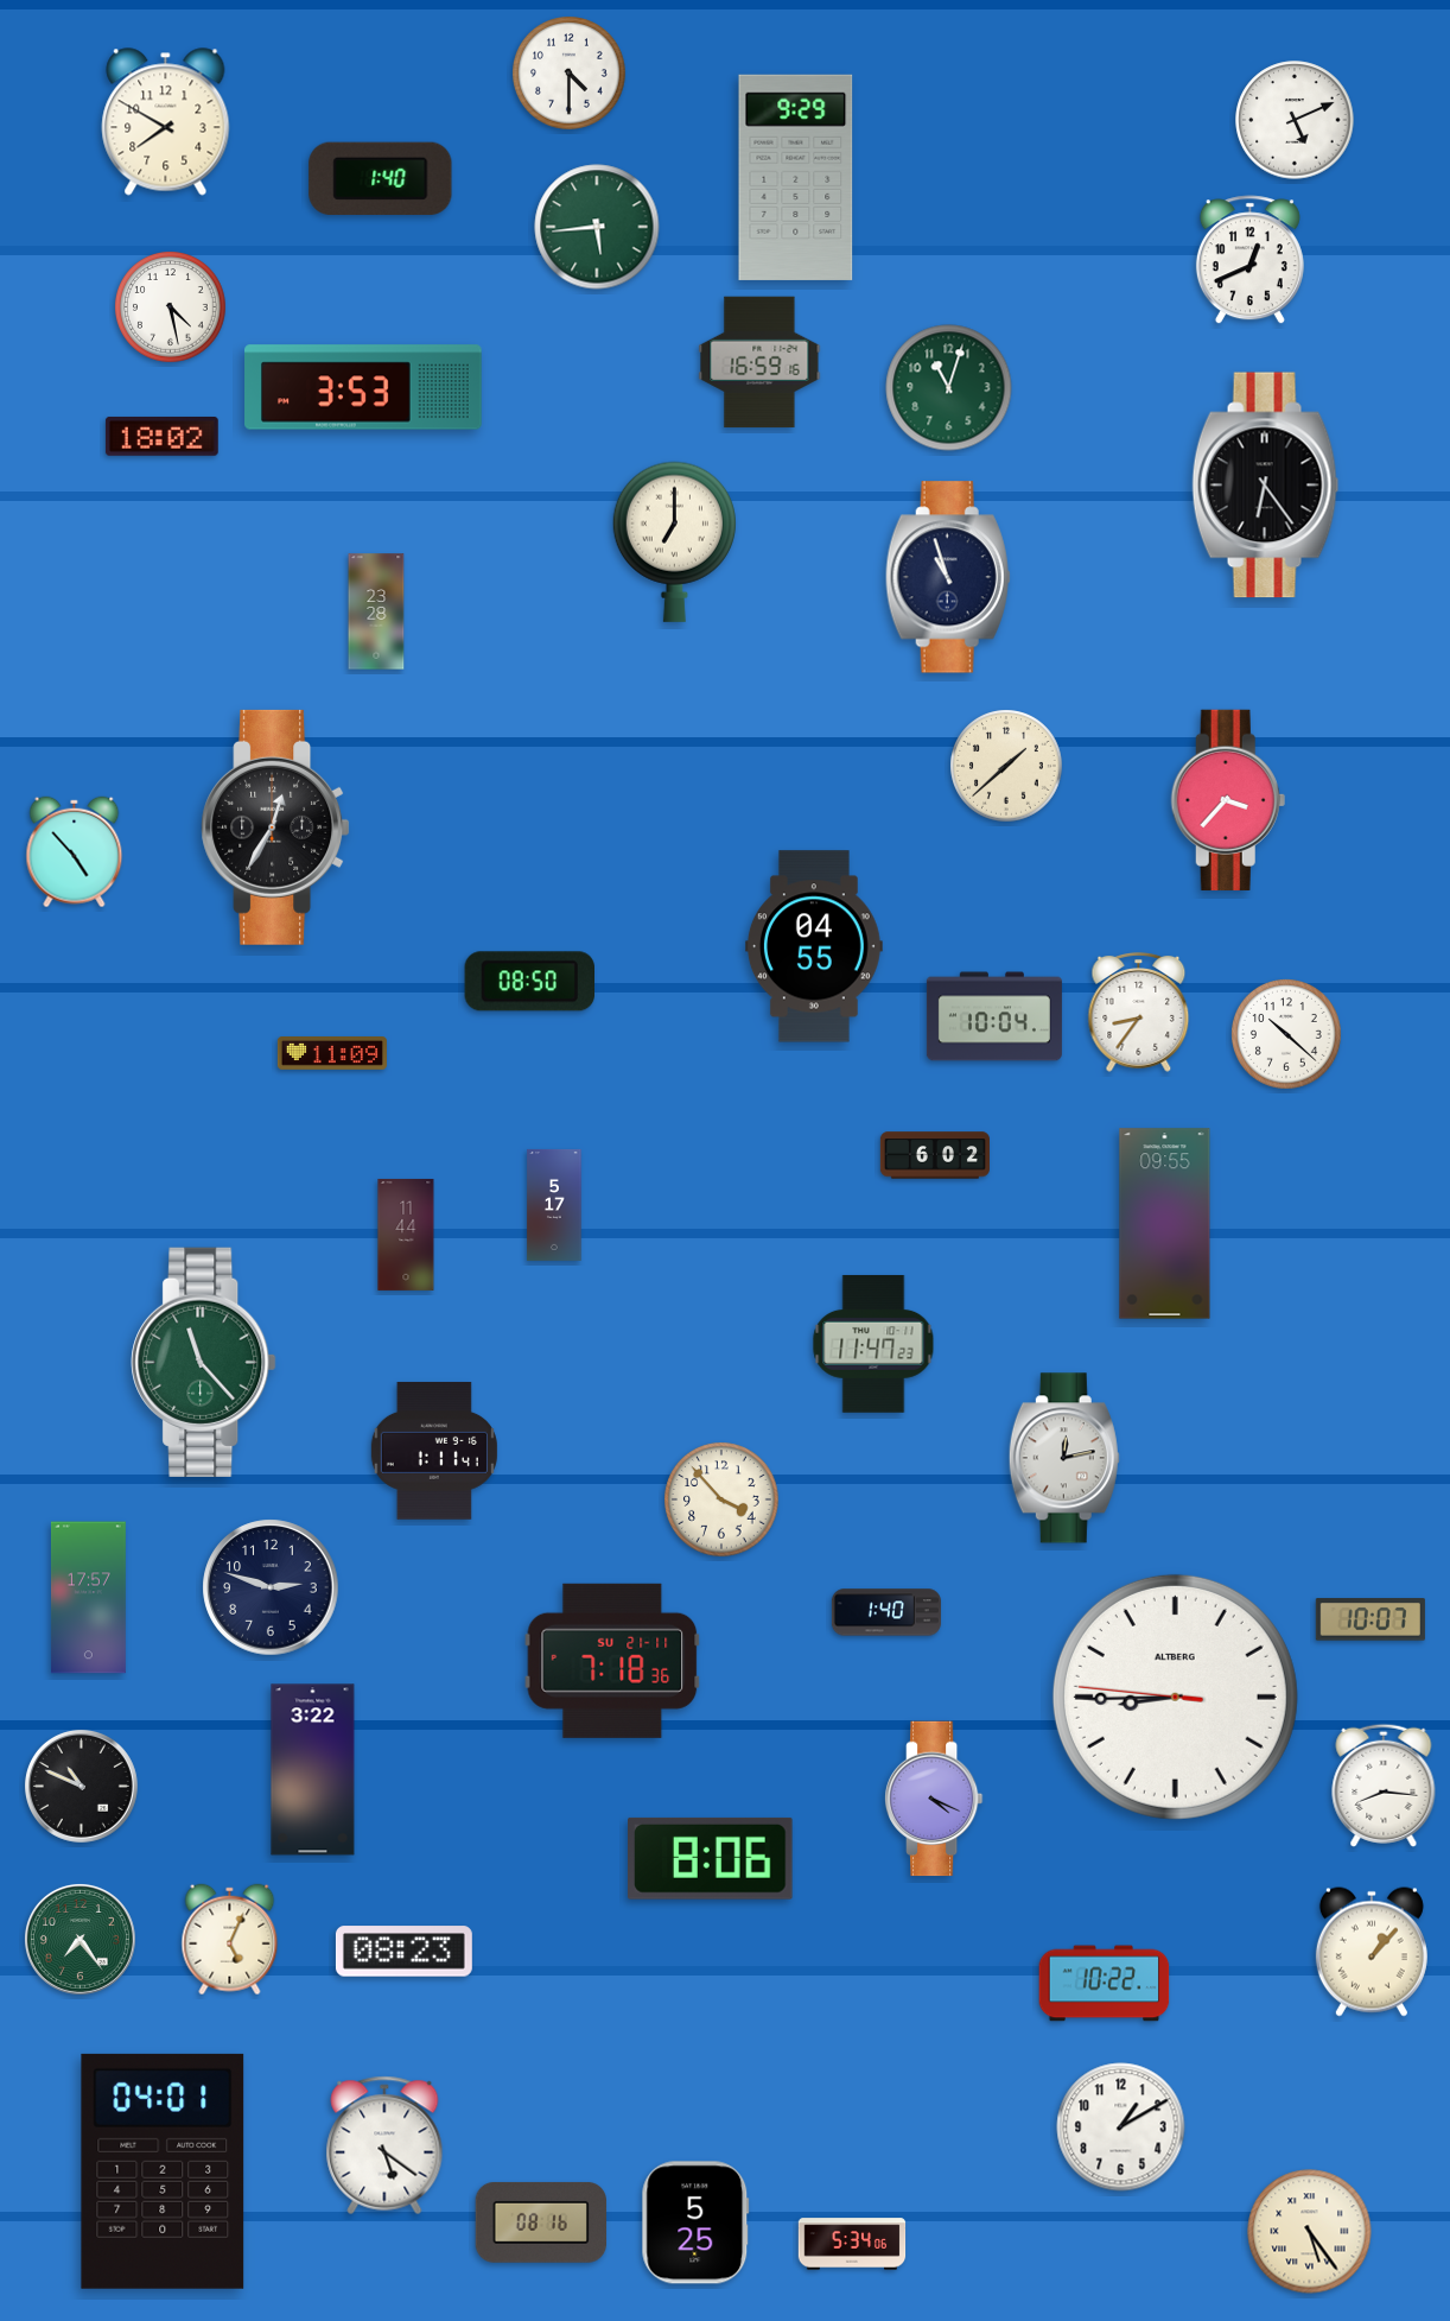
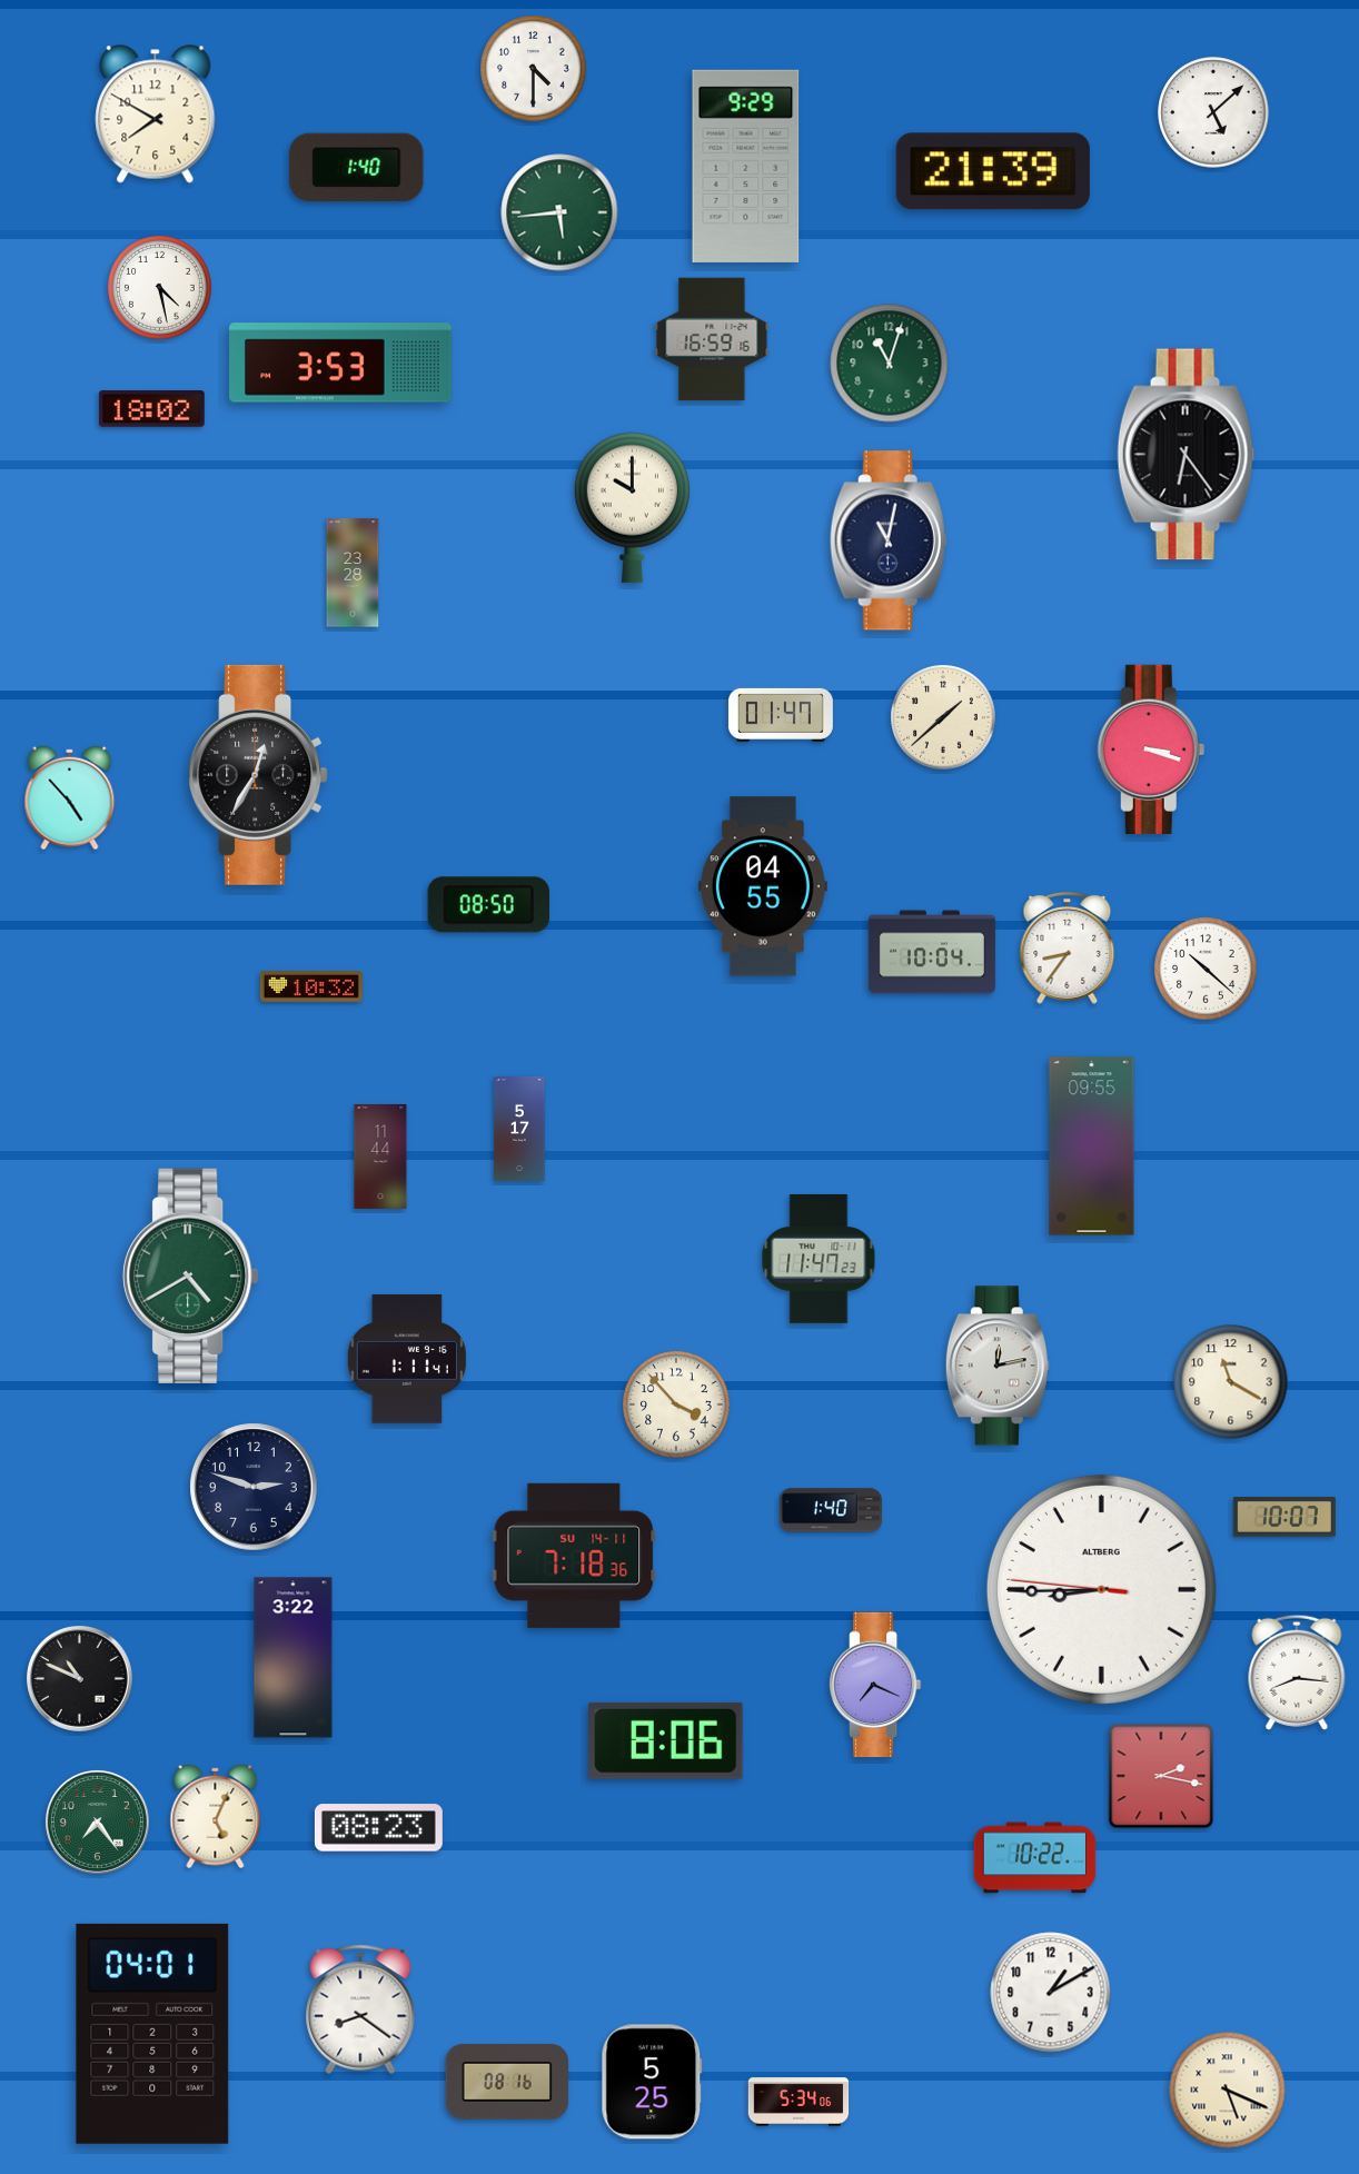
clock at (1295, 120): 5:11 -> 5:08
clock at (993, 171): none -> 21:39
clock at (1249, 260): 12:41 -> none
clock at (674, 541): 7:00 -> 10:00
clock at (948, 577): 10:57 -> 11:02
clock at (781, 715): none -> 01:47
clock at (1228, 800): 3:37 -> 3:18
clock at (529, 982) position: (529, 982) -> (488, 905)
clock at (332, 1054): 11:09 -> 10:32
clock at (935, 1155): 6:02 -> none
clock at (204, 1362): 11:23 -> 4:40
clock at (1231, 1382): none -> 11:20
clock at (88, 1598): 17:57 -> none
clock at (612, 1661) date: SU 21-11 -> SU 14-11
clock at (81, 1786) position: (81, 1786) -> (79, 1678)
clock at (934, 1799): 4:19 -> 7:19
clock at (1161, 1776): none -> 2:17
clock at (80, 1939) position: (80, 1939) -> (97, 1821)
clock at (1372, 1952): 1:07 -> none
clock at (384, 2145): 5:21 -> 8:21
clock at (1310, 2232): 5:24 -> 5:19
